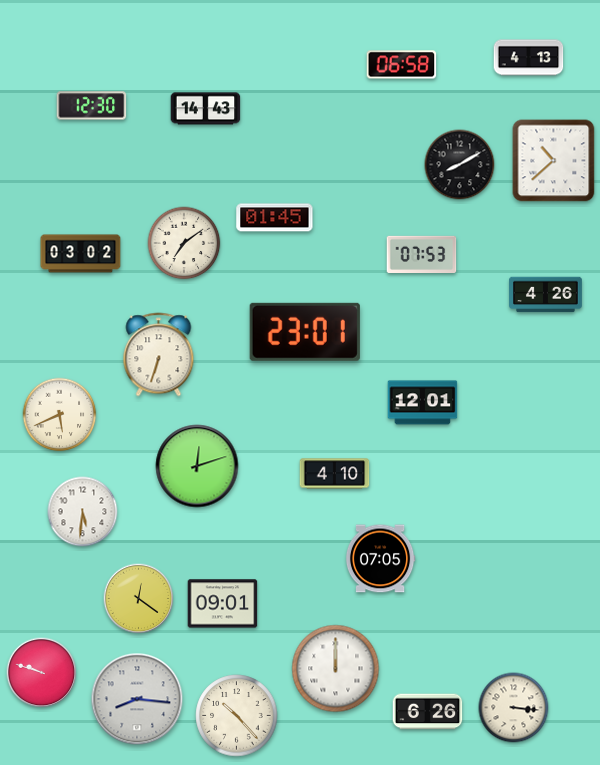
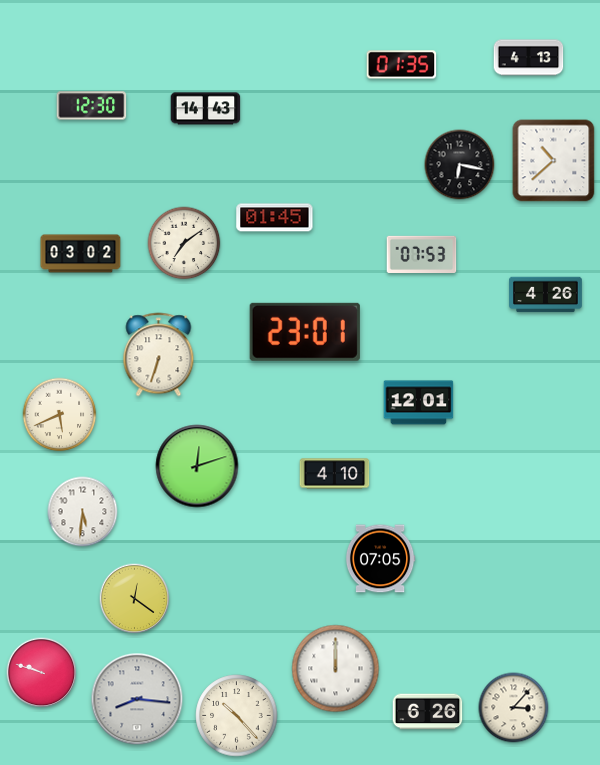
clock at (402, 65): 06:58 -> 01:35
clock at (460, 165): 8:10 -> 6:17
clock at (423, 403) position: (423, 403) -> (419, 403)
clock at (139, 599) position: (139, 599) -> (135, 599)
clock at (223, 604): 09:01 -> none
clock at (514, 708): 3:16 -> 3:07
